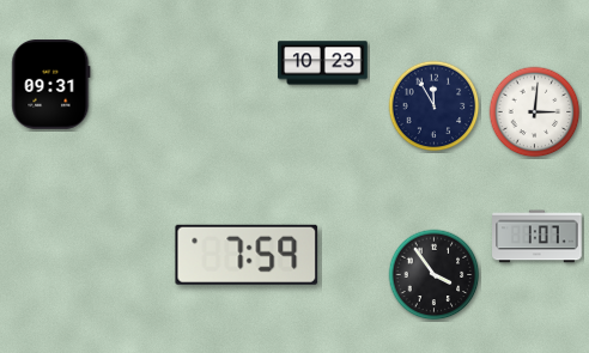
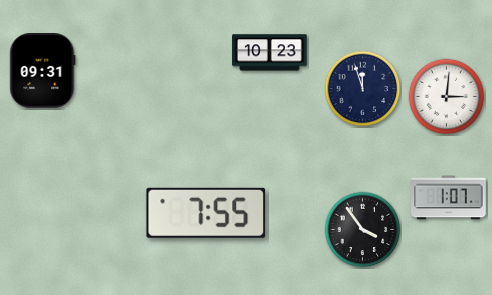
clock at (435, 106): 11:55 -> 11:57
clock at (535, 112) position: (535, 112) -> (447, 97)
clock at (247, 255): 7:59 -> 7:55
